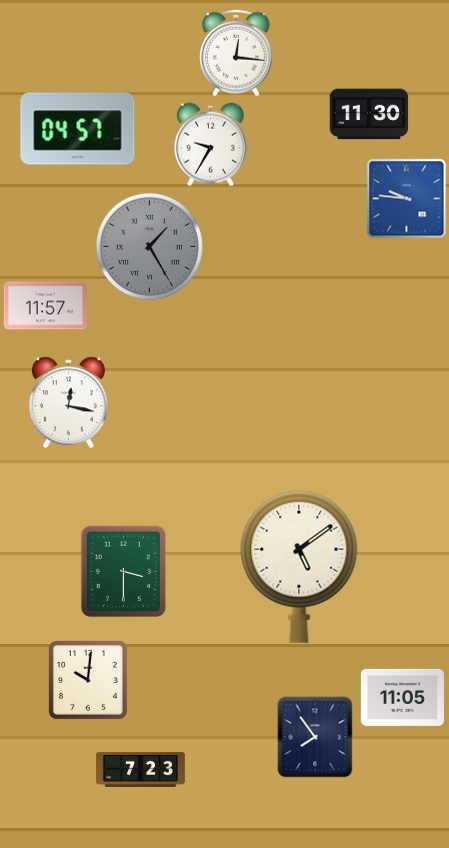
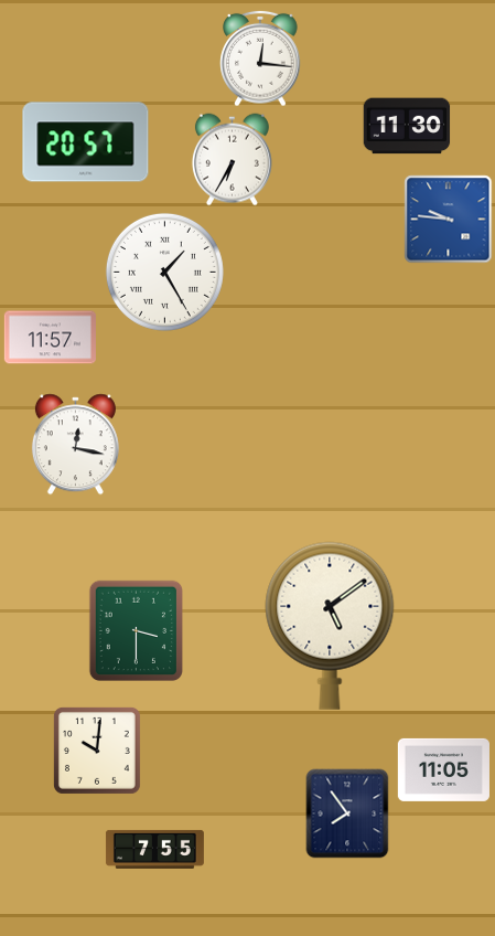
clock at (78, 129): 04:57 -> 20:57
clock at (210, 144): 9:35 -> 6:35
clock at (149, 246) dial: grey -> white
clock at (140, 769): 7:23 -> 7:55
